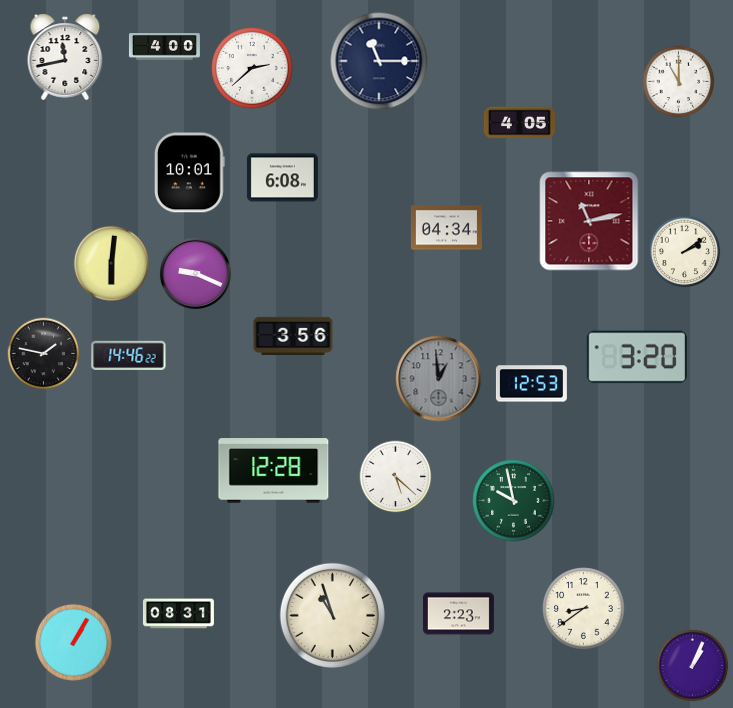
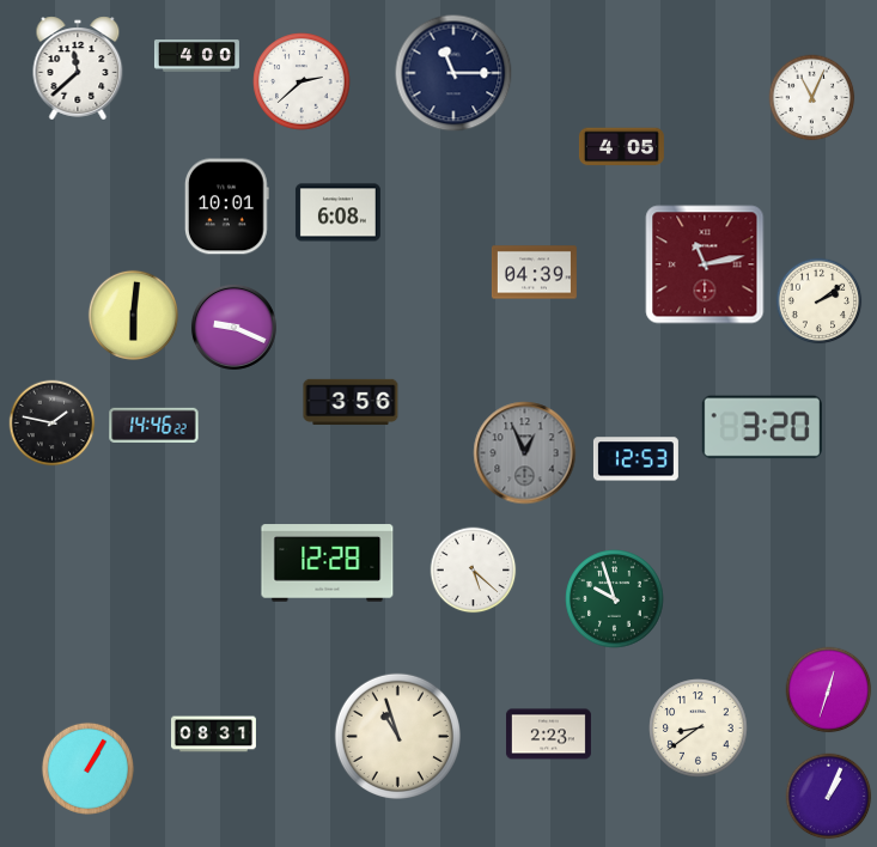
clock at (65, 57): 11:43 -> 11:38
clock at (679, 82): 11:00 -> 11:04
clock at (446, 228): 04:34 -> 04:39
clock at (439, 379): 12:59 -> 12:56
clock at (514, 501): 9:58 -> 9:57
clock at (829, 690): none -> 12:33
